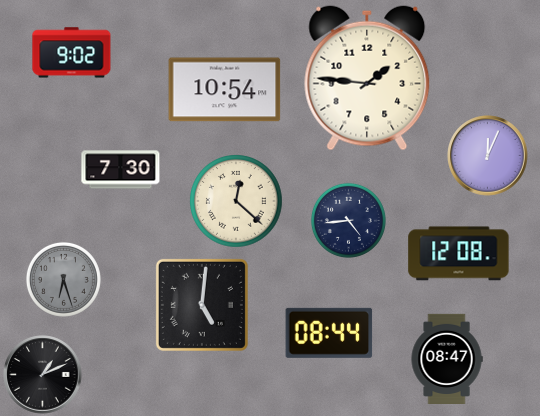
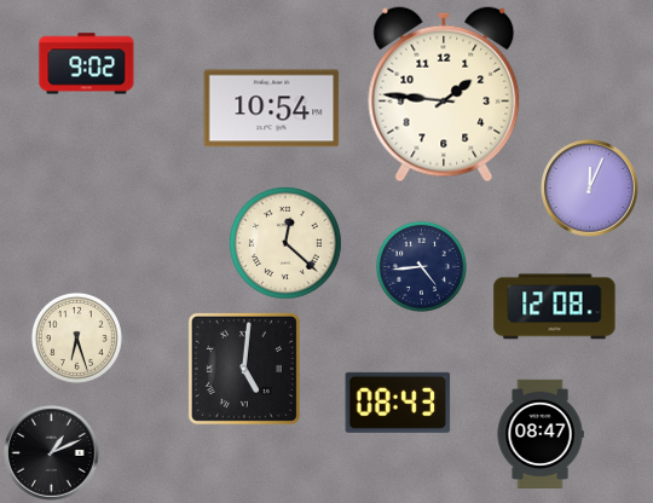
clock at (121, 170): 7:30 -> none
clock at (63, 279) dial: grey -> cream
clock at (329, 333): 08:44 -> 08:43
